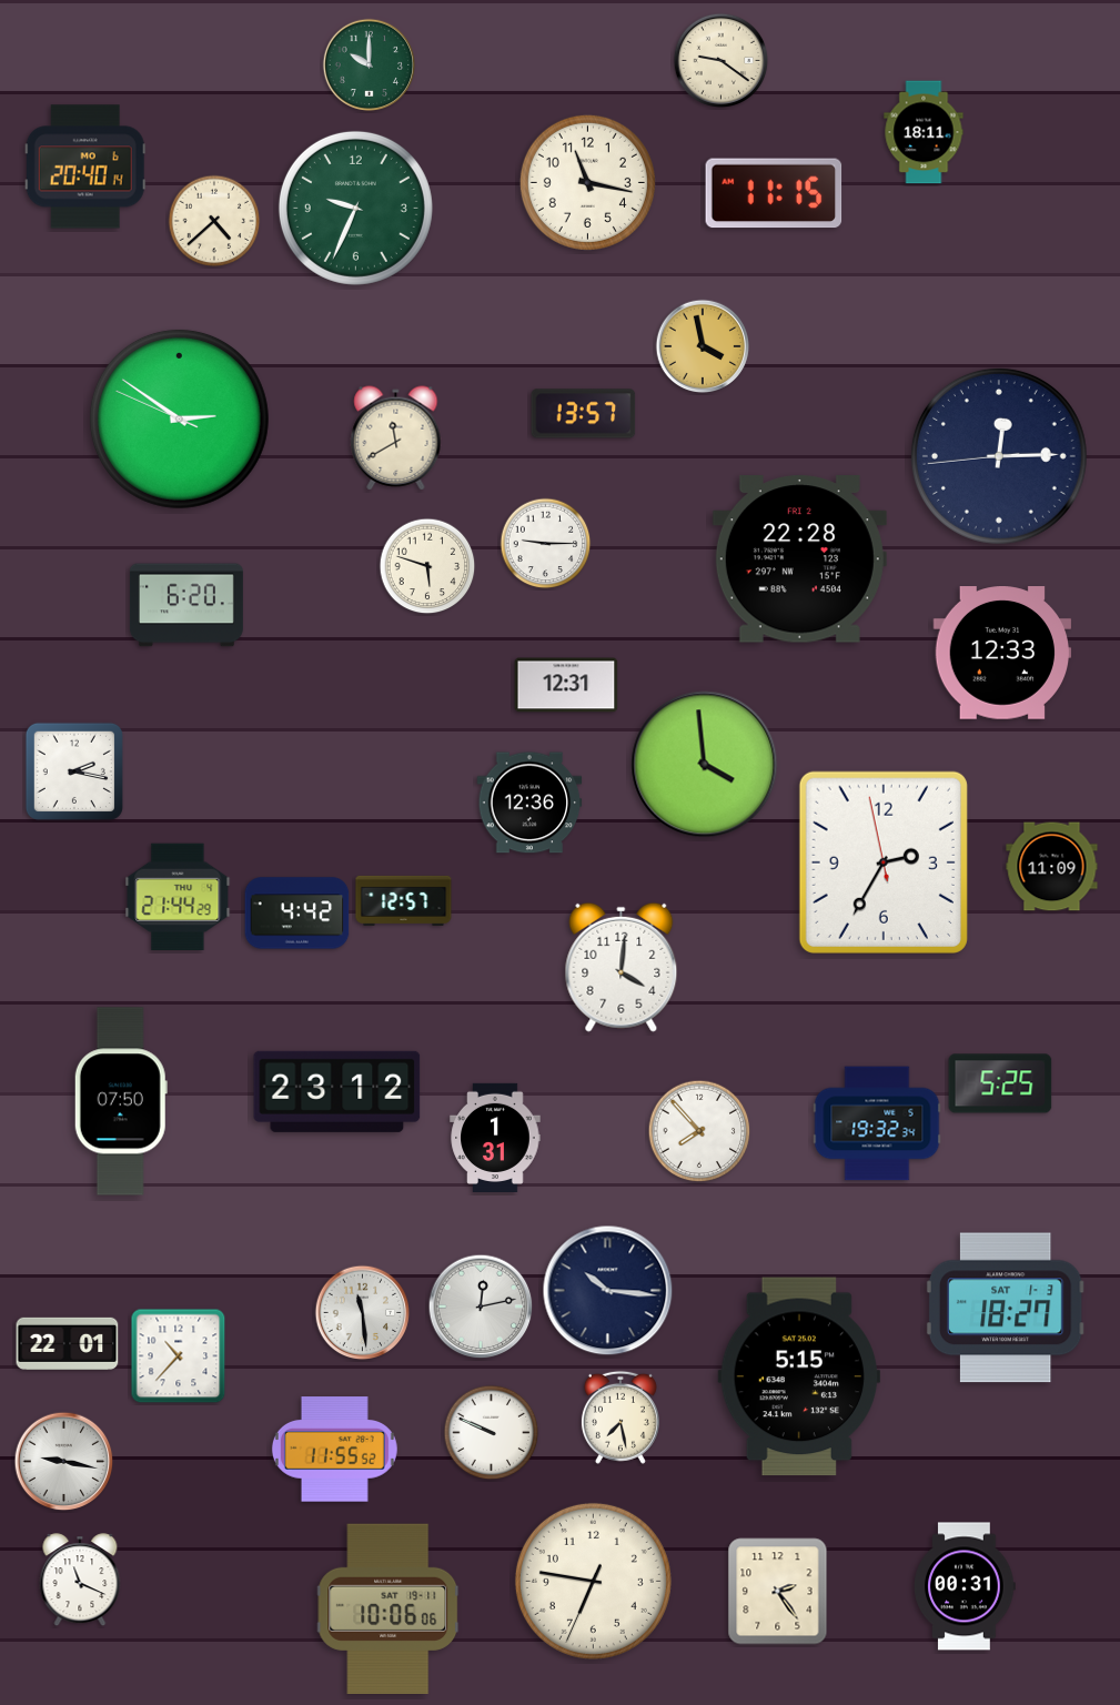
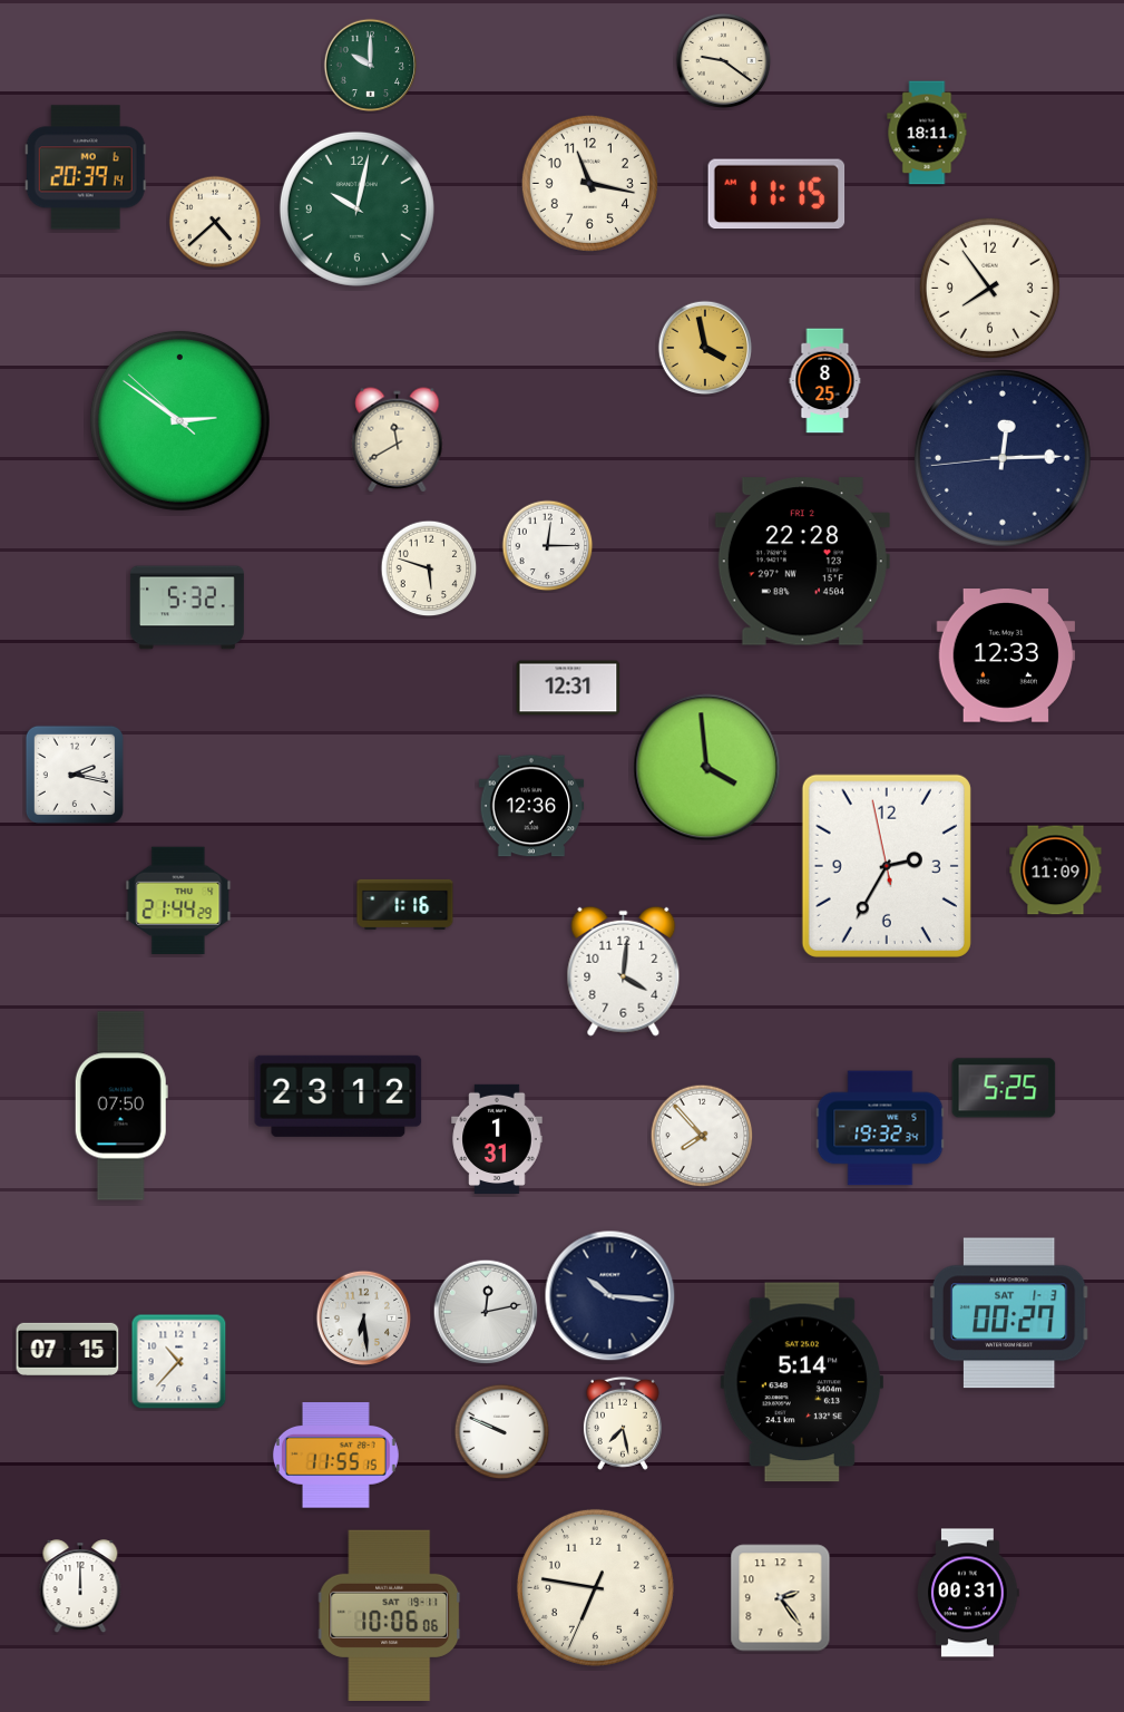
clock at (85, 167): 20:40 -> 20:39
clock at (355, 208): 9:34 -> 10:02
clock at (989, 288): none -> 7:54
clock at (825, 381): none -> 8:25
clock at (584, 414): 13:57 -> none
clock at (179, 418): 2:50:49 -> 2:50:52
clock at (546, 544): 9:15 -> 12:15
clock at (186, 605): 6:20 -> 5:32
clock at (404, 900): 12:57 -> 1:16
clock at (297, 914): 4:42 -> none
clock at (495, 1137) position: (495, 1137) -> (497, 1138)
clock at (481, 1307) position: (481, 1307) -> (486, 1312)
clock at (1006, 1308): 18:27 -> 00:27
clock at (363, 1313): 11:29 -> 6:29
clock at (68, 1343): 22:01 -> 07:15
clock at (798, 1376): 5:15 -> 5:14
clock at (492, 1433) position: (492, 1433) -> (502, 1432)
clock at (334, 1450): 11:55:52 -> 11:55:15
clock at (64, 1462): 9:17 -> none
clock at (80, 1581): 11:19 -> 12:00
